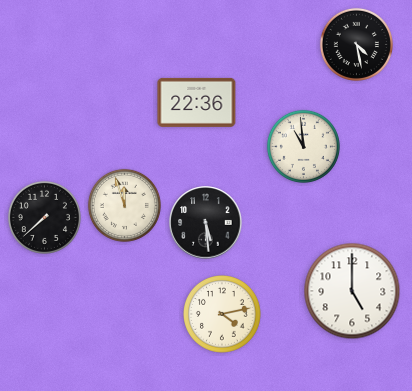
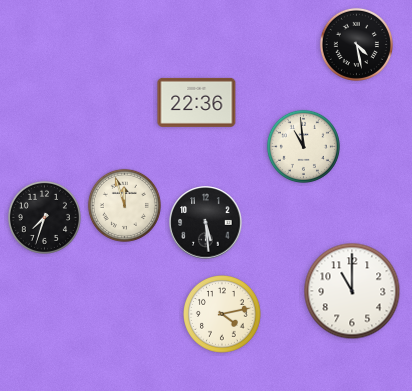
clock at (44, 217): 7:38 -> 7:33
clock at (352, 291): 5:00 -> 11:00
